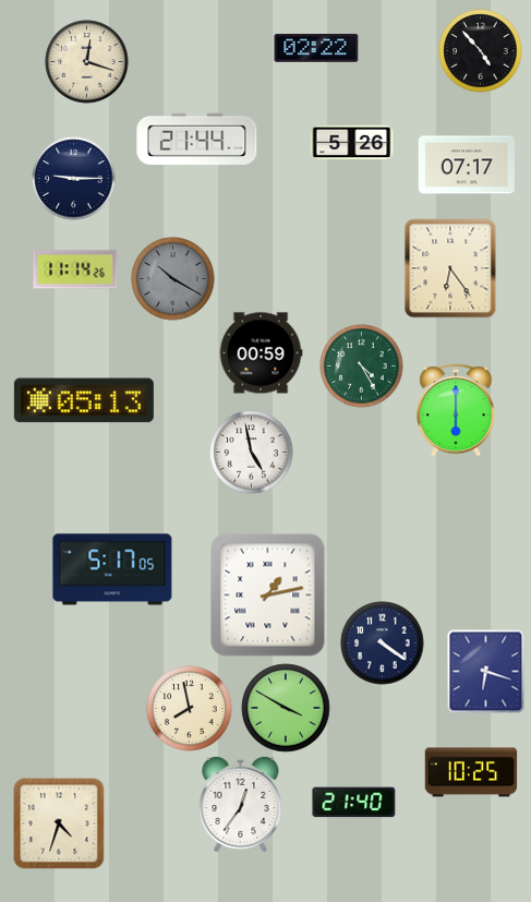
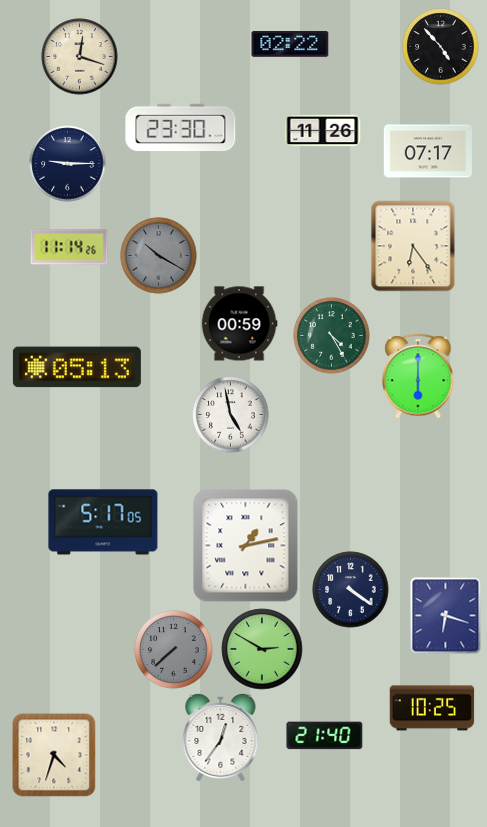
clock at (197, 140): 21:44 -> 23:30
clock at (352, 143): 5:26 -> 11:26
clock at (286, 708): 3:50 -> 2:50
clock at (190, 709): 7:58 -> 7:38
clock at (190, 709) dial: cream -> grey
